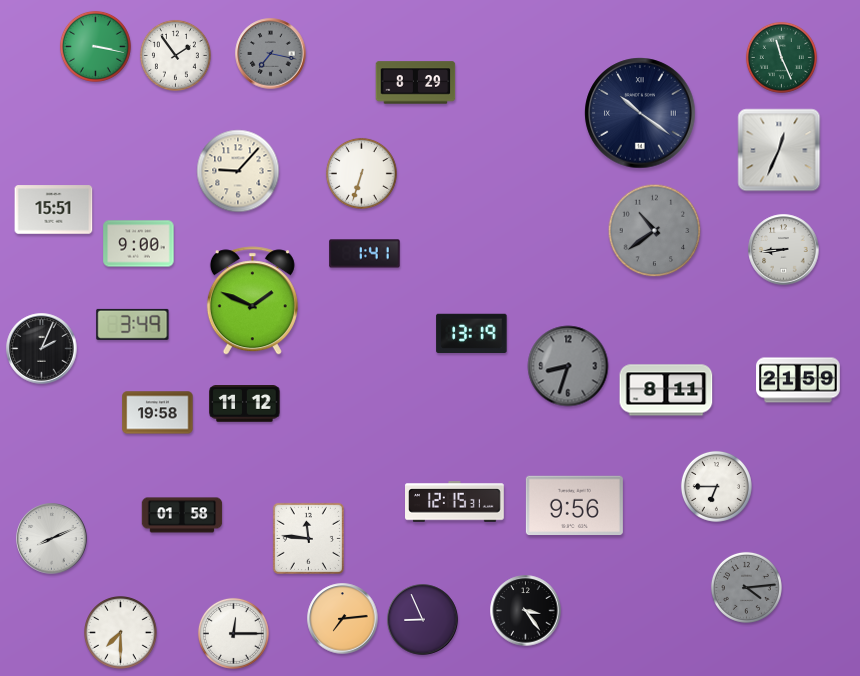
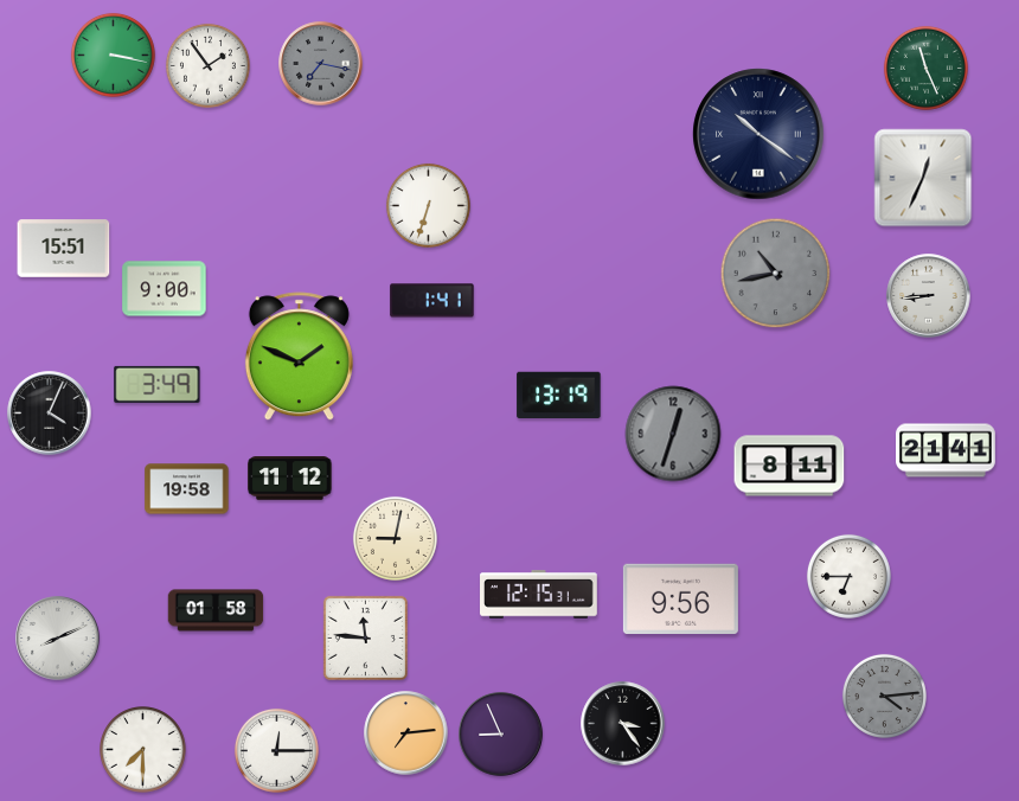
clock at (416, 83): 8:29 -> none
clock at (238, 171): 9:07 -> none
clock at (655, 231): 10:39 -> 10:43
clock at (42, 349): 2:04 -> 4:04
clock at (568, 366): 8:33 -> 12:33
clock at (798, 380): 21:59 -> 21:41
clock at (666, 390) position: (666, 390) -> (789, 466)
clock at (395, 538): none -> 9:02
clock at (52, 539) position: (52, 539) -> (58, 639)
